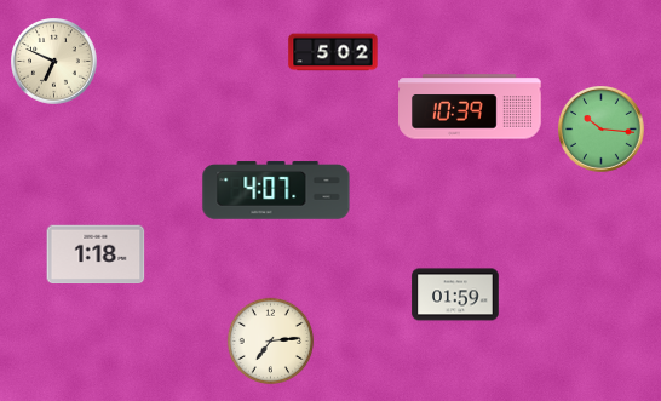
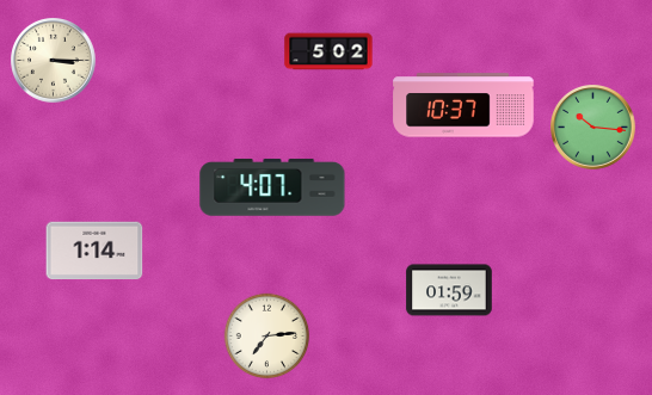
clock at (54, 62): 6:49 -> 3:15
clock at (470, 107): 10:39 -> 10:37
clock at (96, 254): 1:18 -> 1:14
